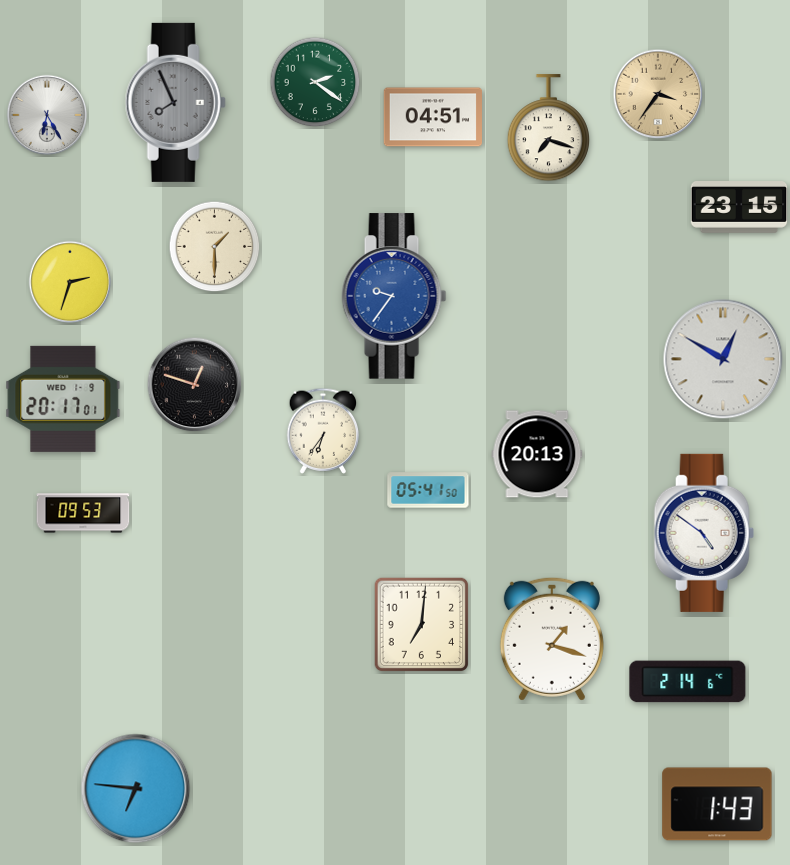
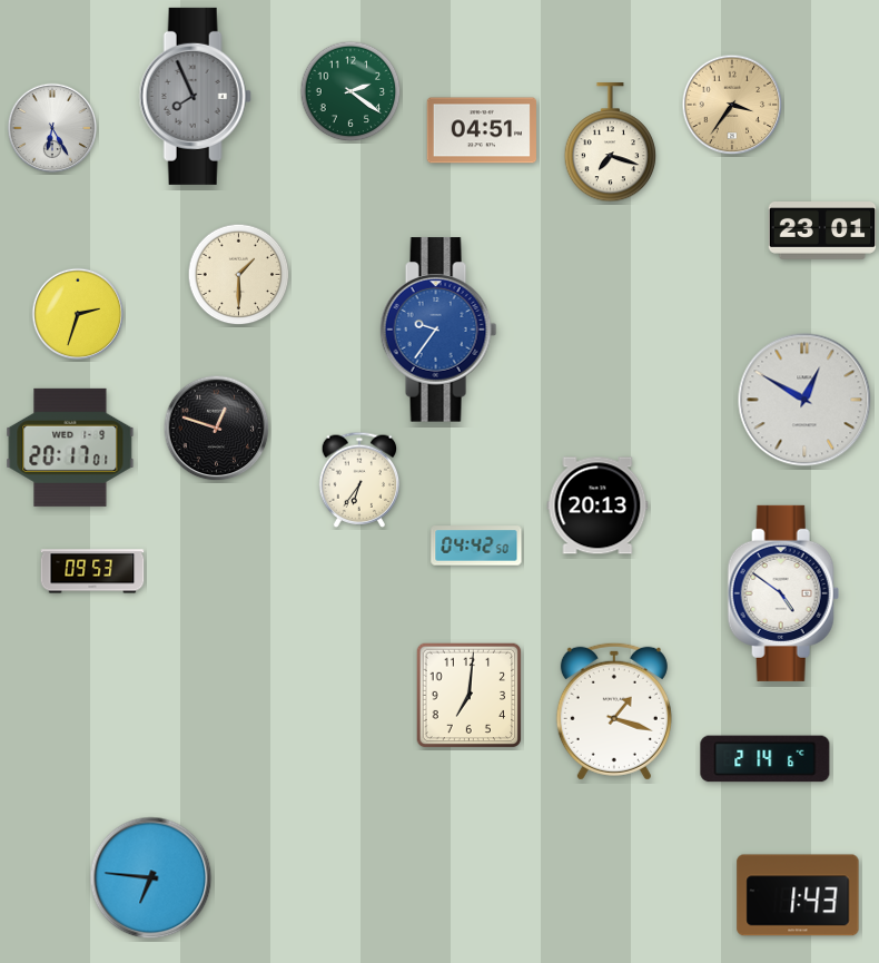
clock at (175, 102) position: (175, 102) -> (195, 96)
clock at (739, 208): 23:15 -> 23:01
clock at (63, 399) position: (63, 399) -> (70, 448)
clock at (428, 490): 05:41 -> 04:42
